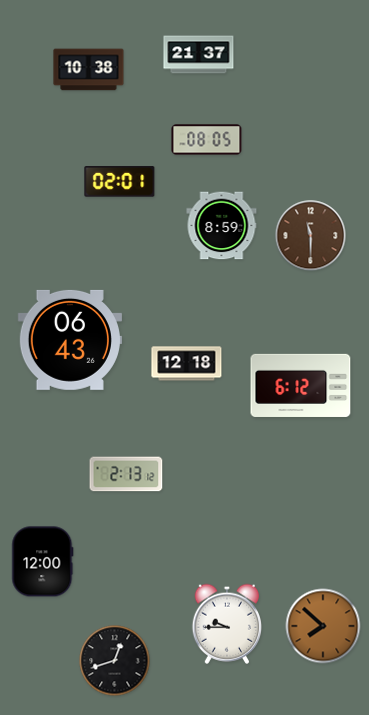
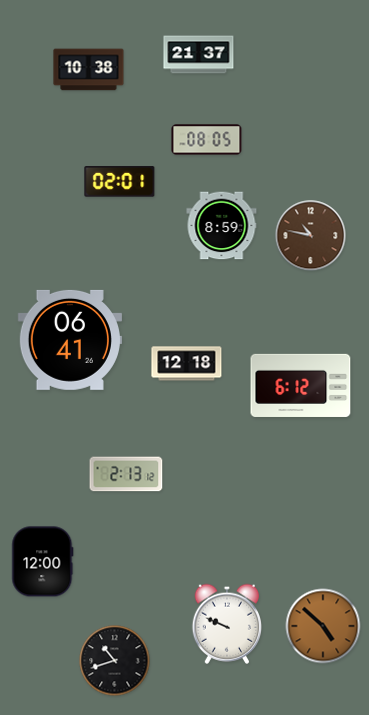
clock at (311, 236): 11:30 -> 10:47
clock at (70, 340): 06:43 -> 06:41
clock at (226, 624): 9:45 -> 9:49
clock at (323, 626): 7:52 -> 4:52
clock at (115, 661): 12:42 -> 10:42
